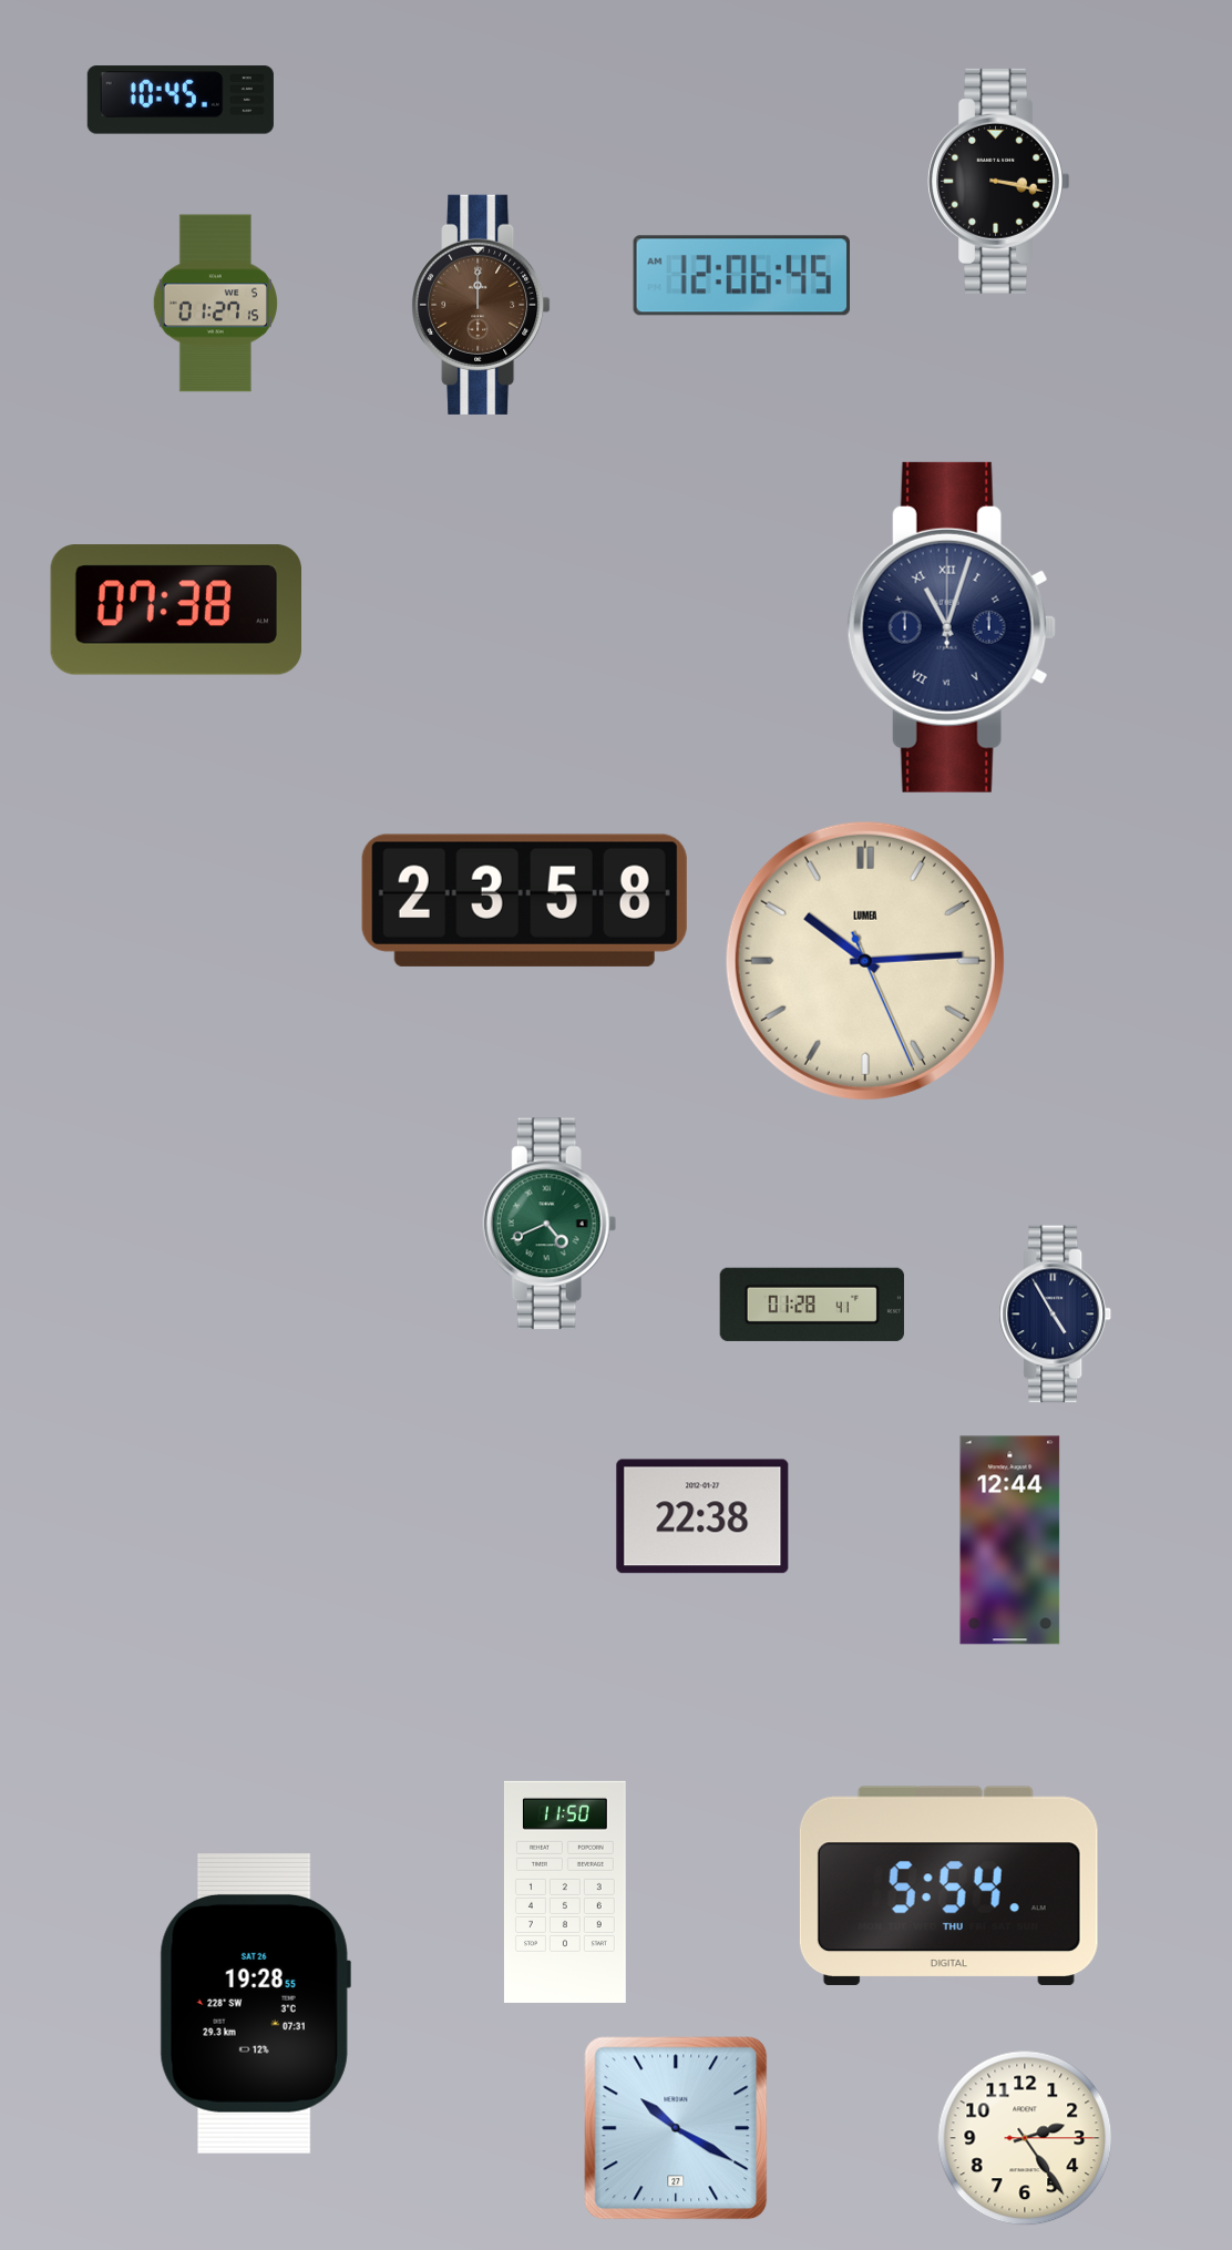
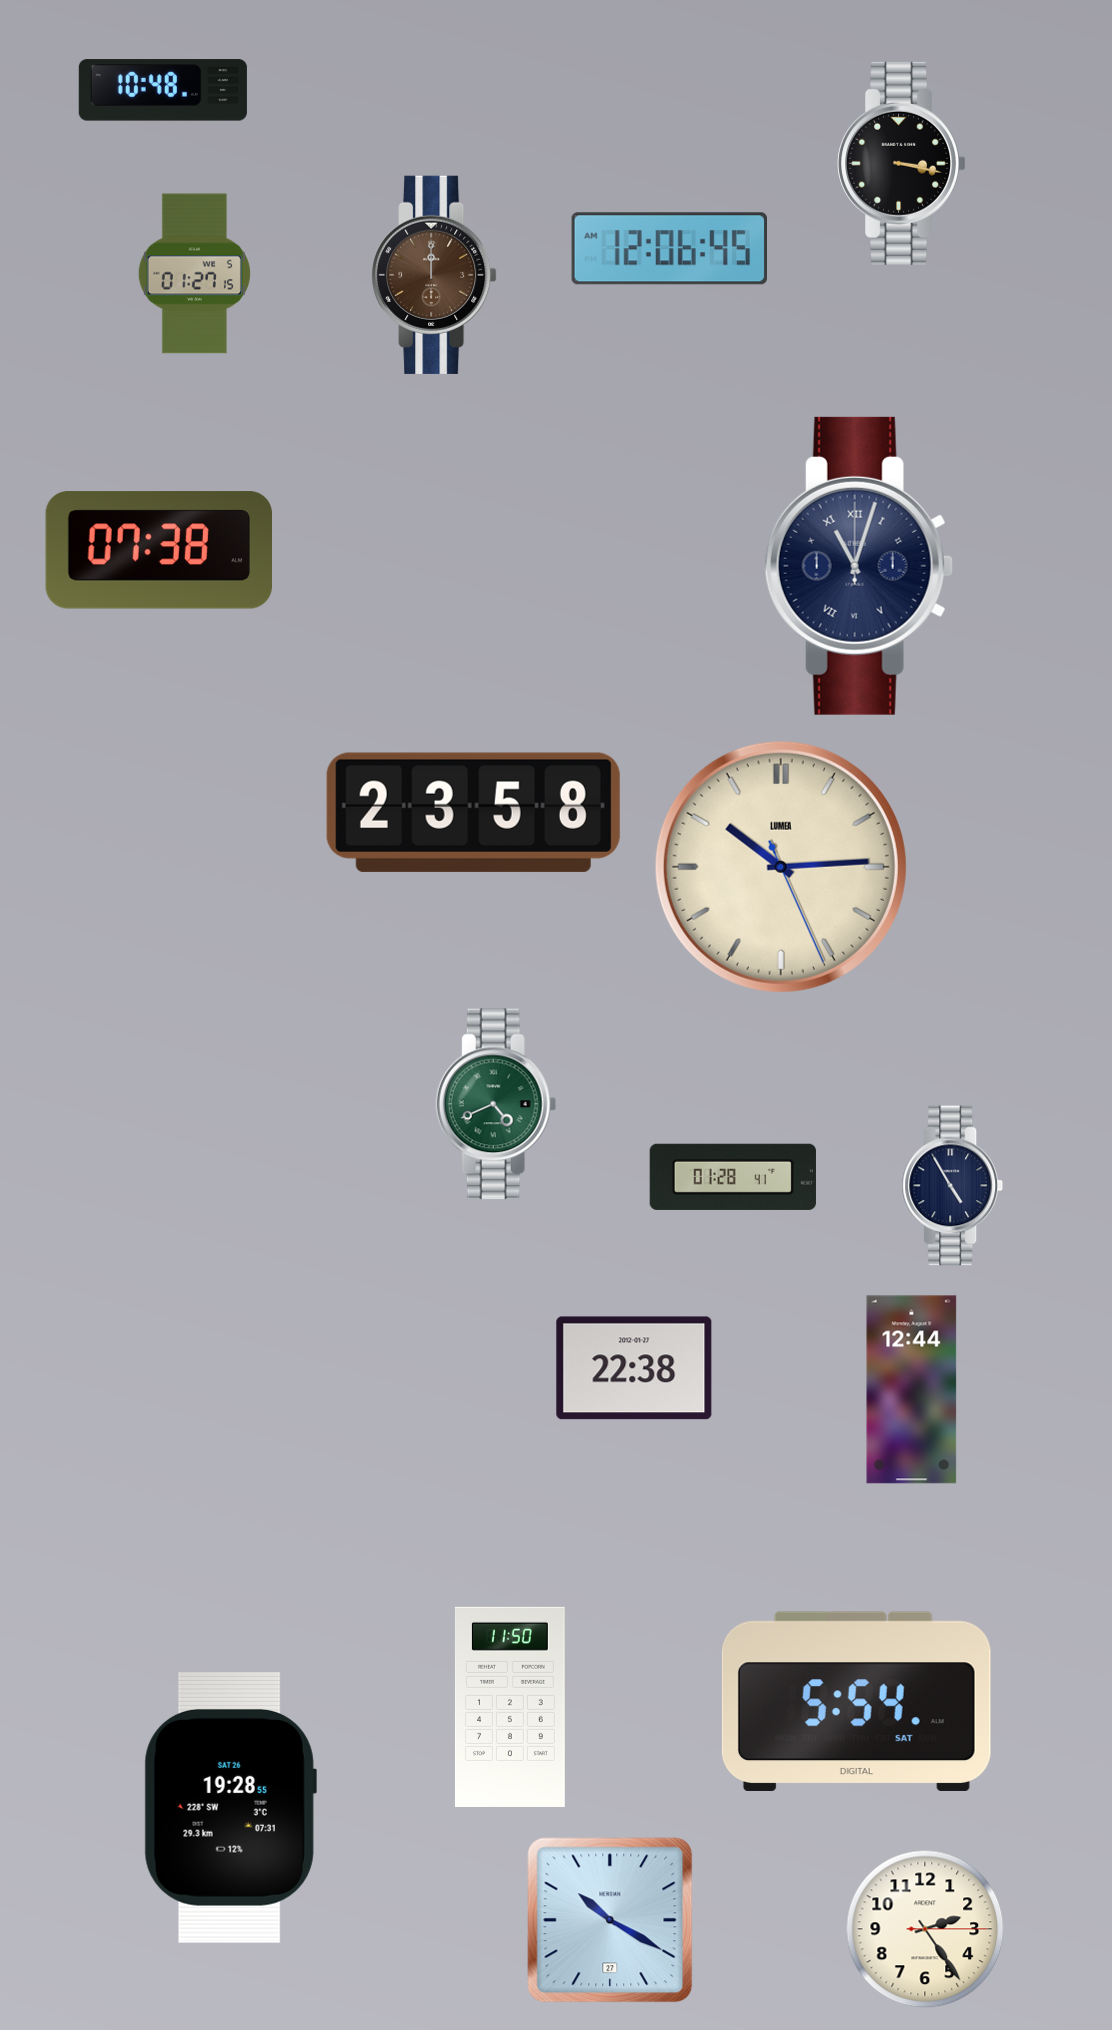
clock at (181, 100): 10:45 -> 10:48
clock at (948, 1885) date: THU -> SAT
